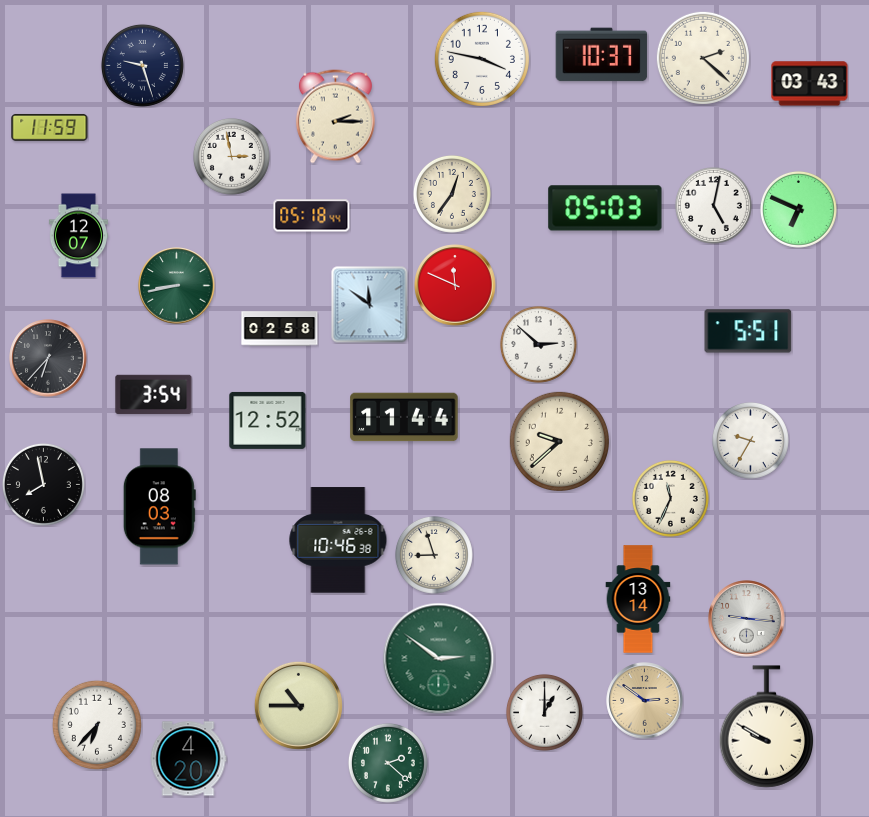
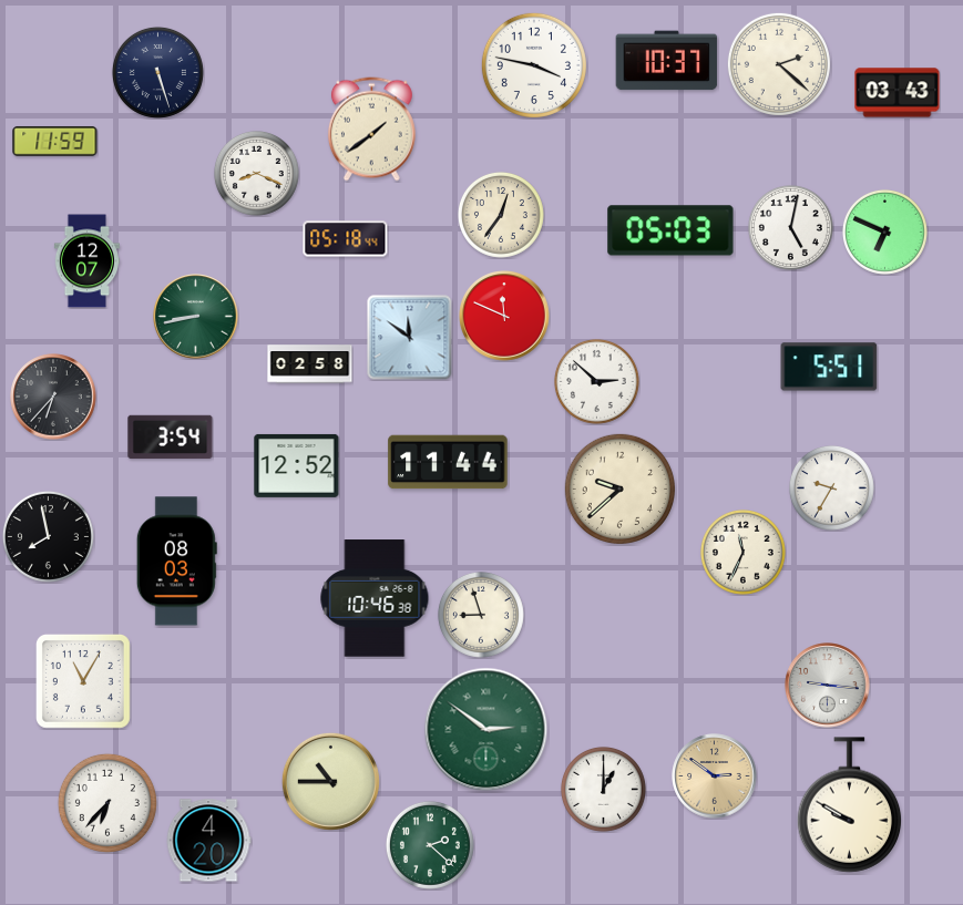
clock at (142, 65): 9:27 -> 5:27
clock at (335, 117): 2:15 -> 1:39
clock at (231, 156): 2:58 -> 8:19
clock at (638, 599): 13:14 -> none
clock at (83, 681): none -> 11:05
